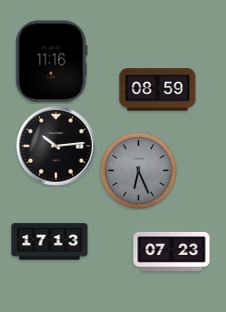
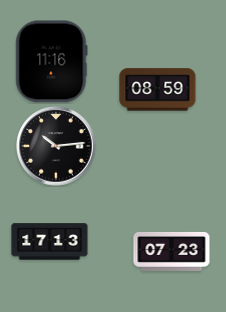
clock at (139, 171): 6:26 -> none
